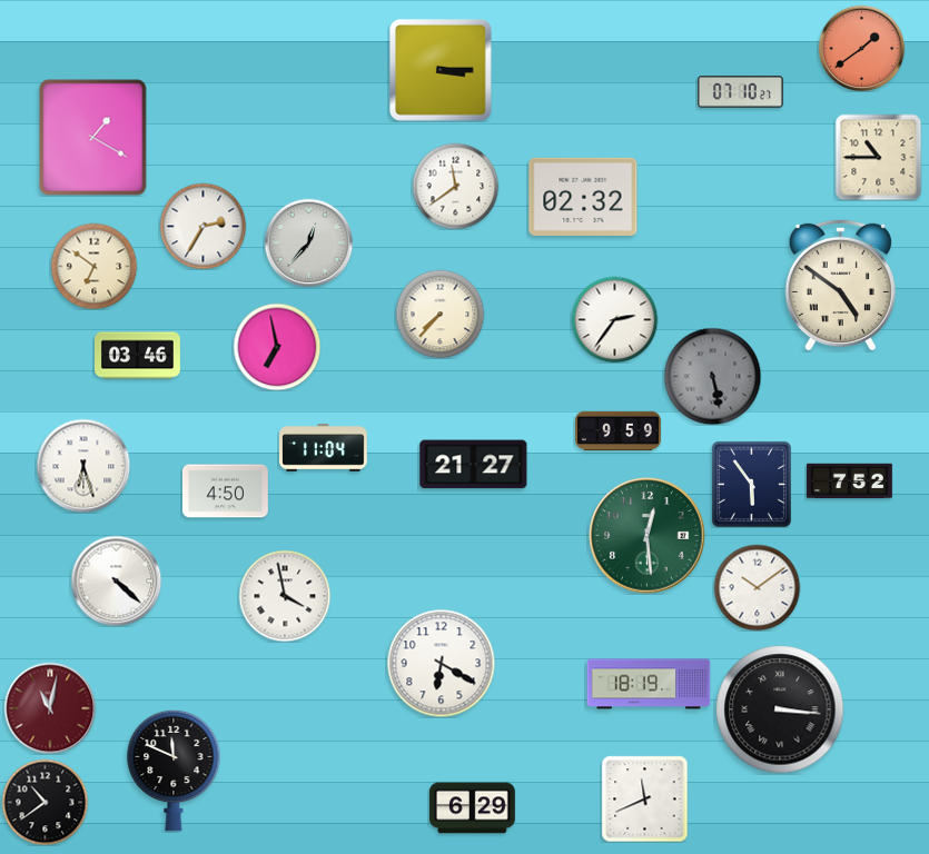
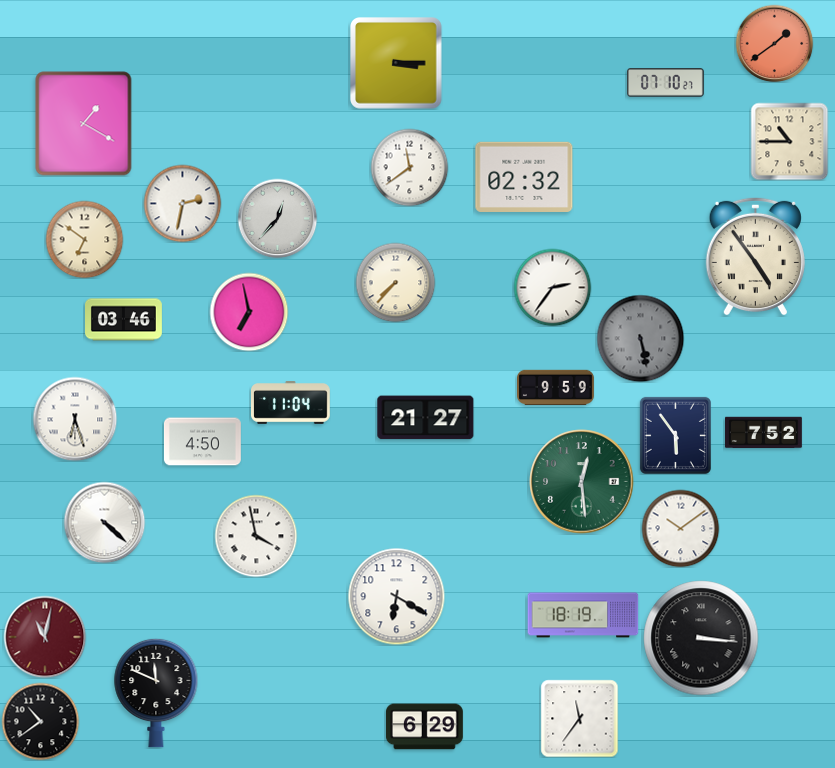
clock at (202, 226): 2:35 -> 2:32
clock at (840, 285): 4:51 -> 4:54
clock at (644, 798): 11:41 -> 11:36
